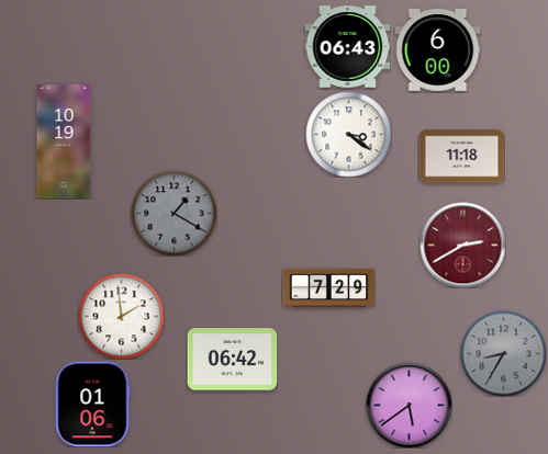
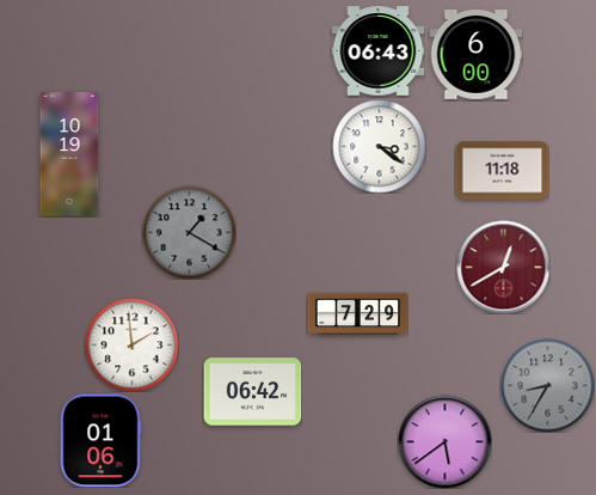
clock at (462, 245): 2:40 -> 12:40
